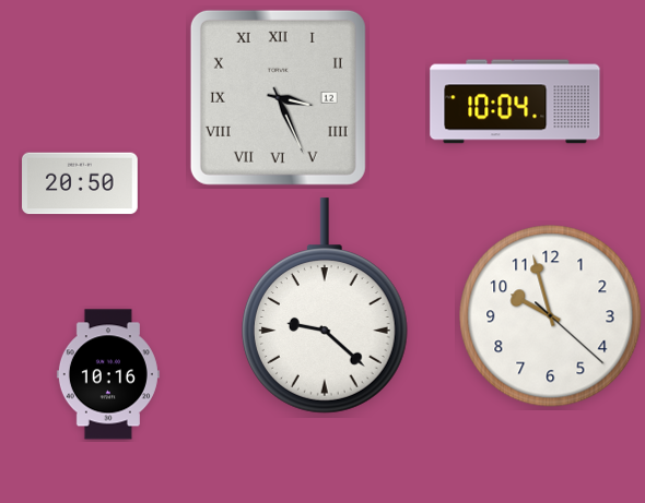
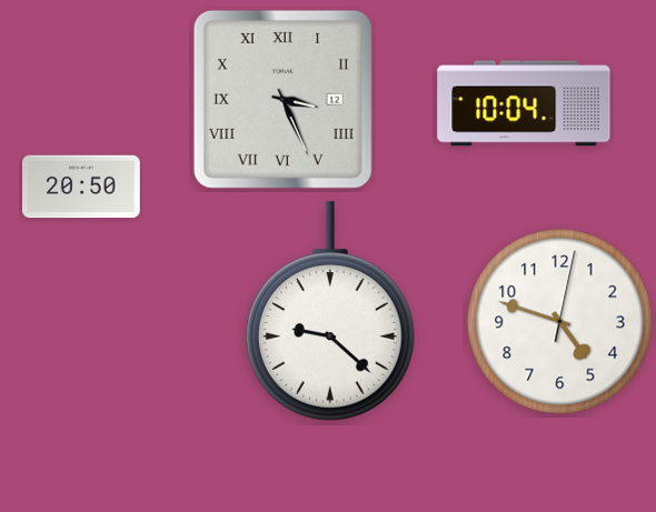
clock at (551, 316): 9:57 -> 4:48
clock at (108, 374): 10:16 -> none
